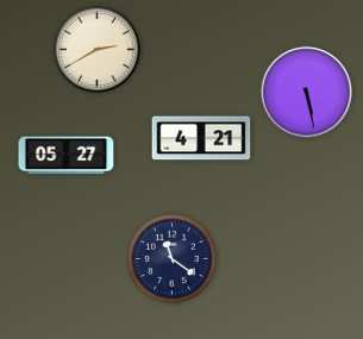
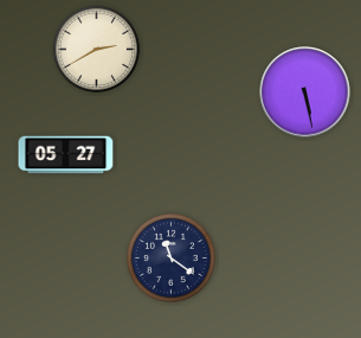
clock at (201, 138): 4:21 -> none
